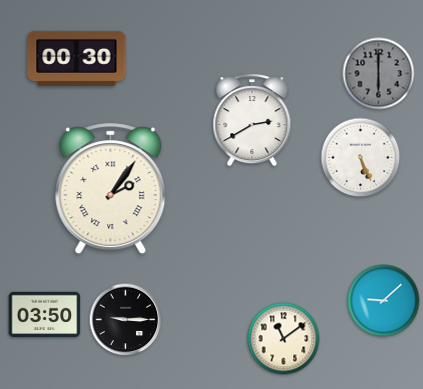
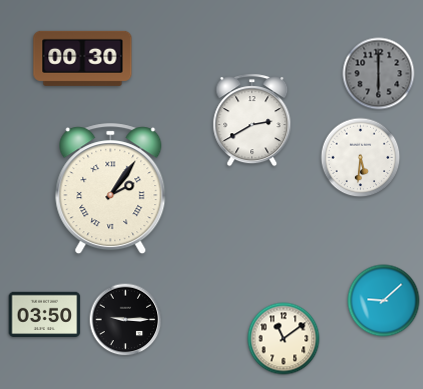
clock at (77, 58) position: (77, 58) -> (83, 58)
clock at (361, 158): 5:26 -> 5:31
